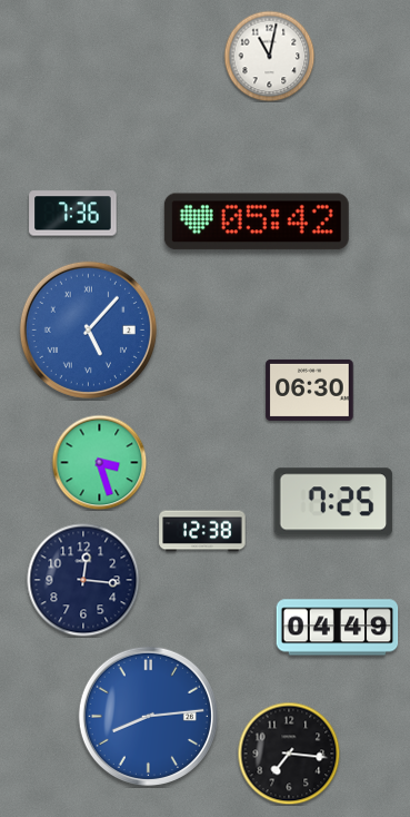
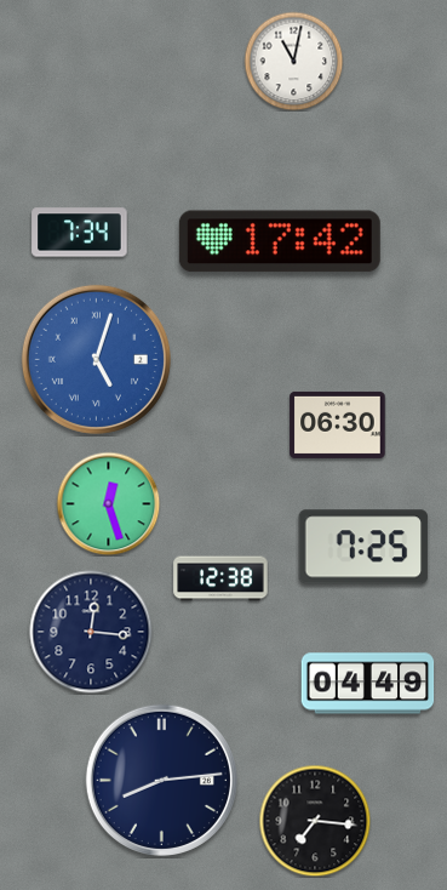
clock at (73, 214): 7:36 -> 7:34
clock at (257, 222): 05:42 -> 17:42
clock at (88, 329): 5:07 -> 5:03
clock at (99, 462): 3:27 -> 12:27
clock at (148, 716) dial: blue -> navy
